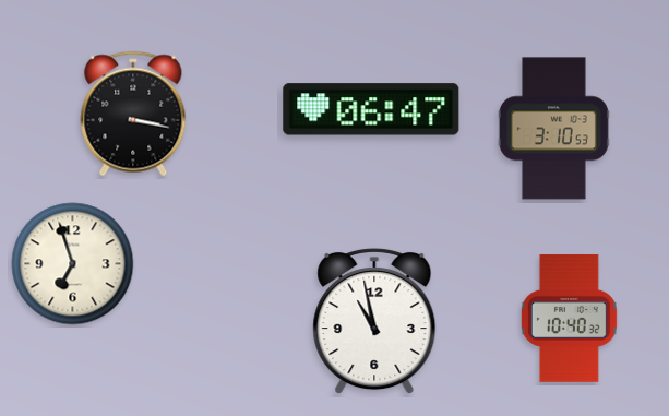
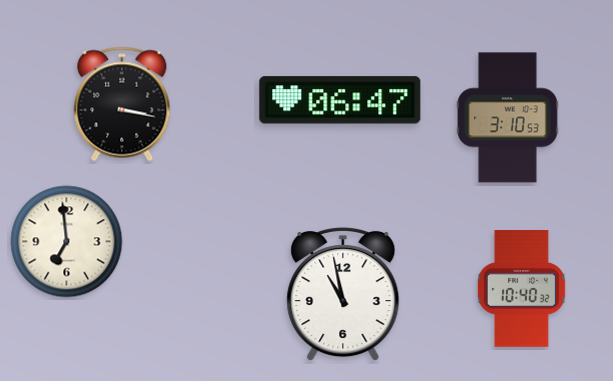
clock at (73, 264): 6:57 -> 6:59
clock at (569, 319) position: (569, 319) -> (521, 289)
